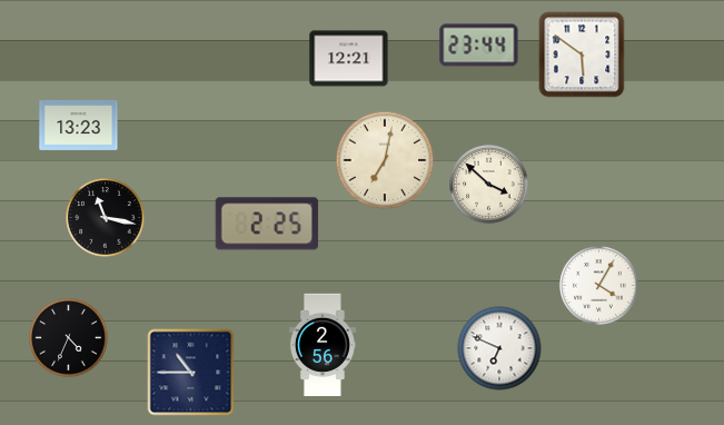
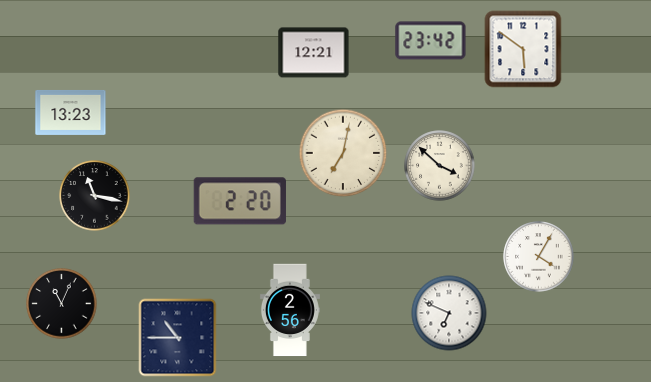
clock at (479, 46): 23:44 -> 23:42
clock at (385, 160) position: (385, 160) -> (343, 153)
clock at (267, 224): 2:25 -> 2:20
clock at (69, 338): 4:34 -> 11:04
clock at (191, 373) position: (191, 373) -> (178, 338)
